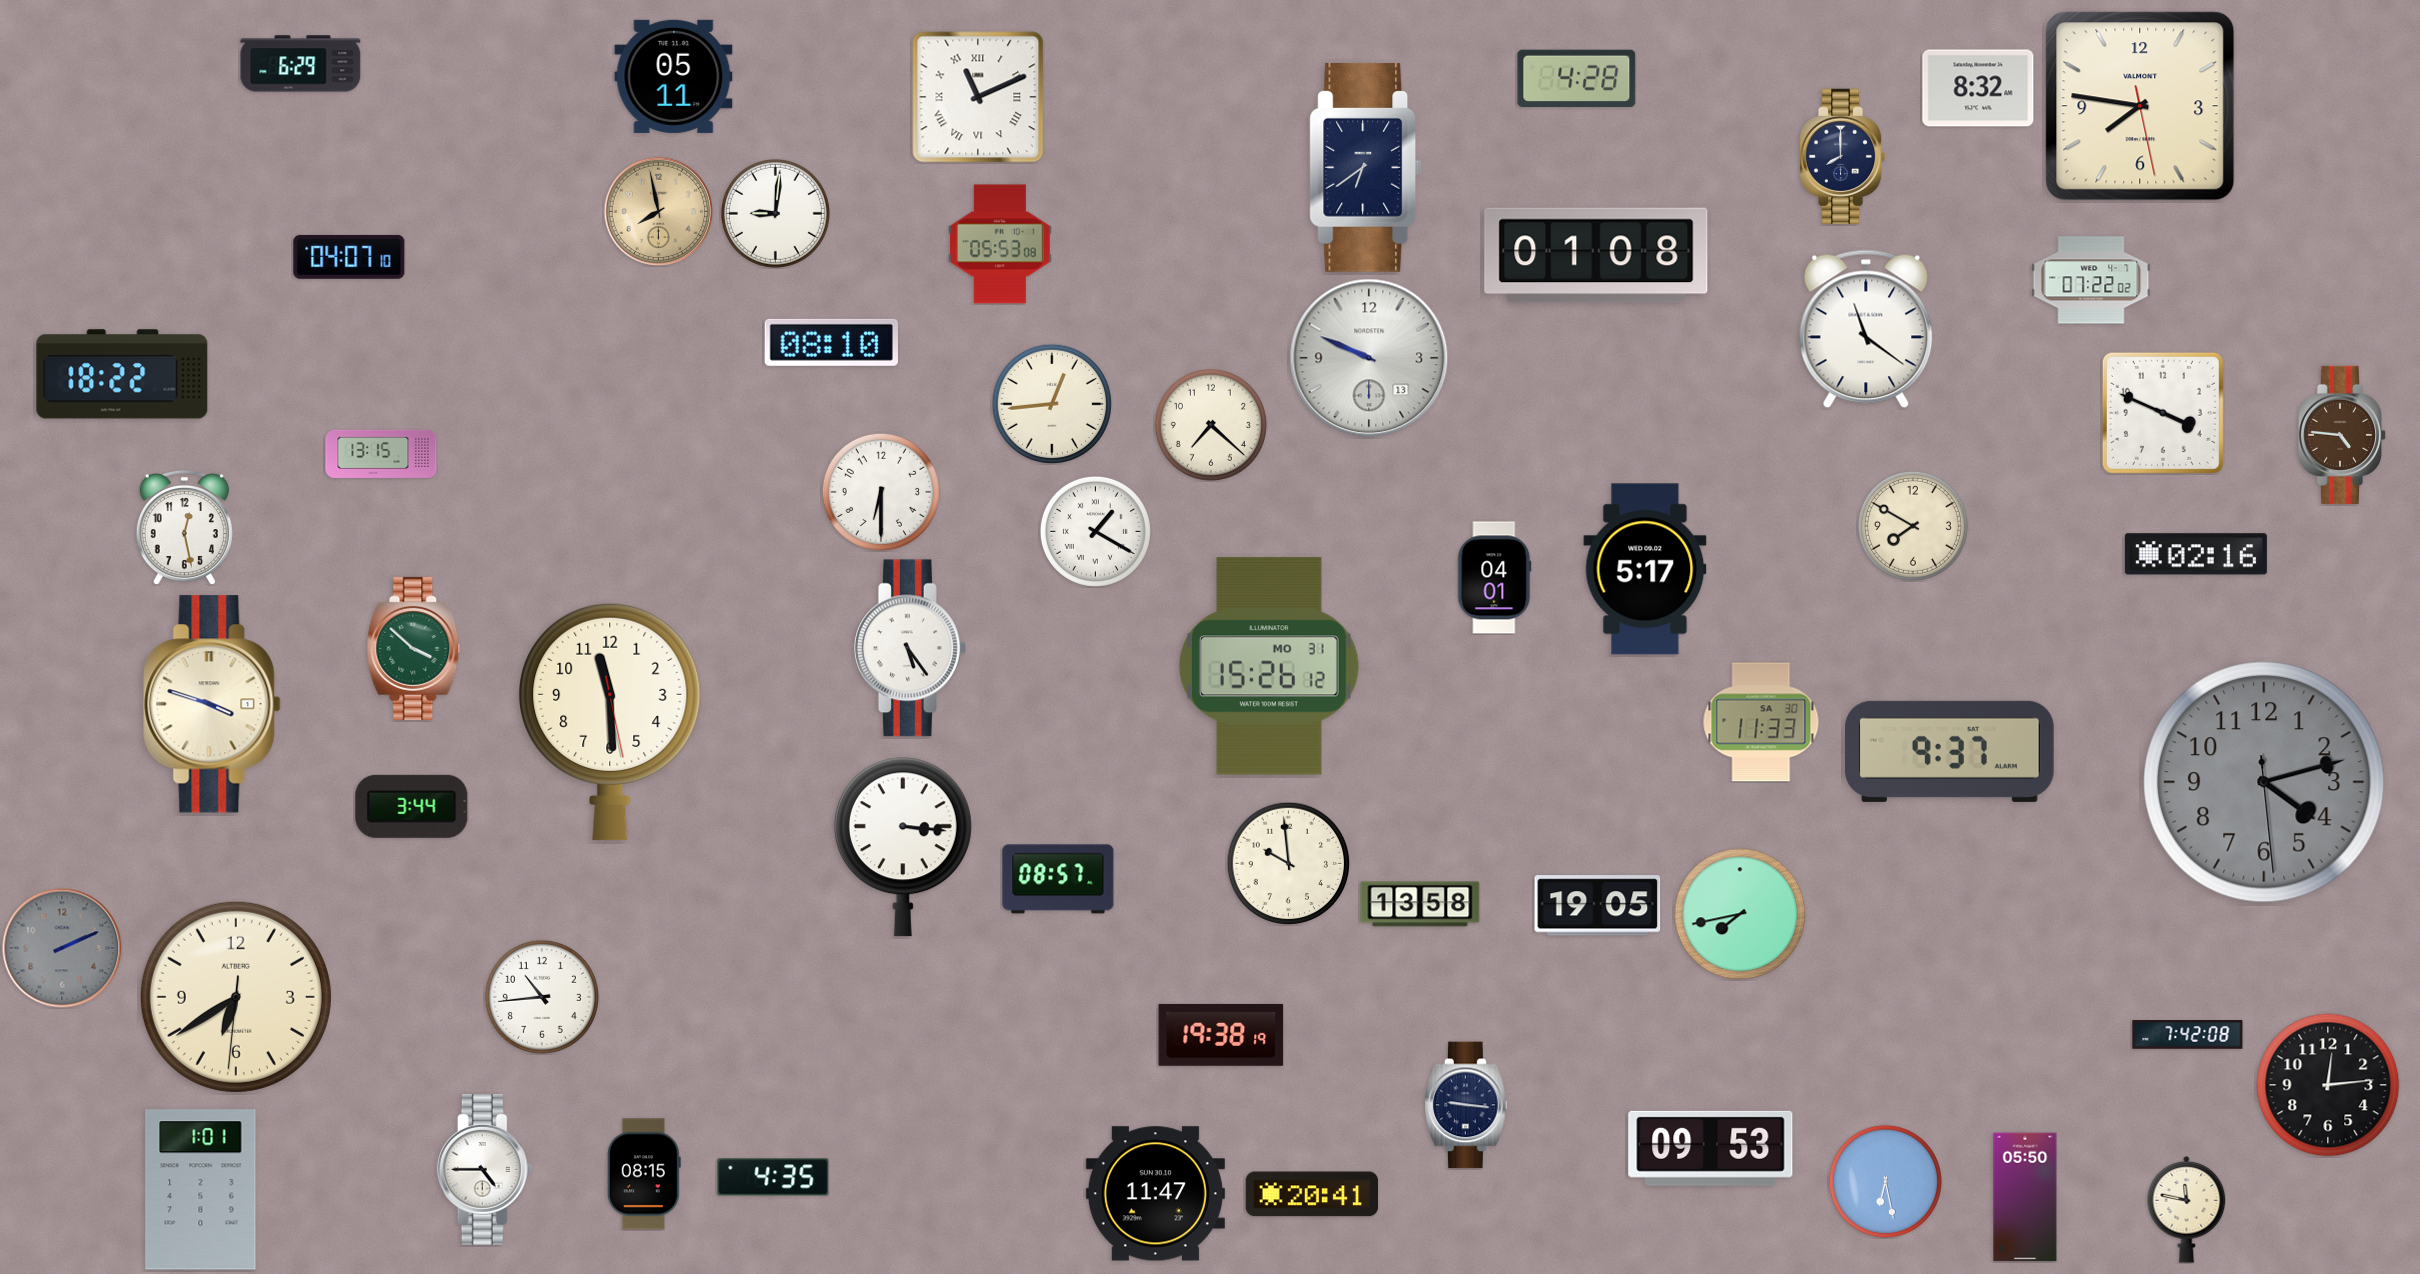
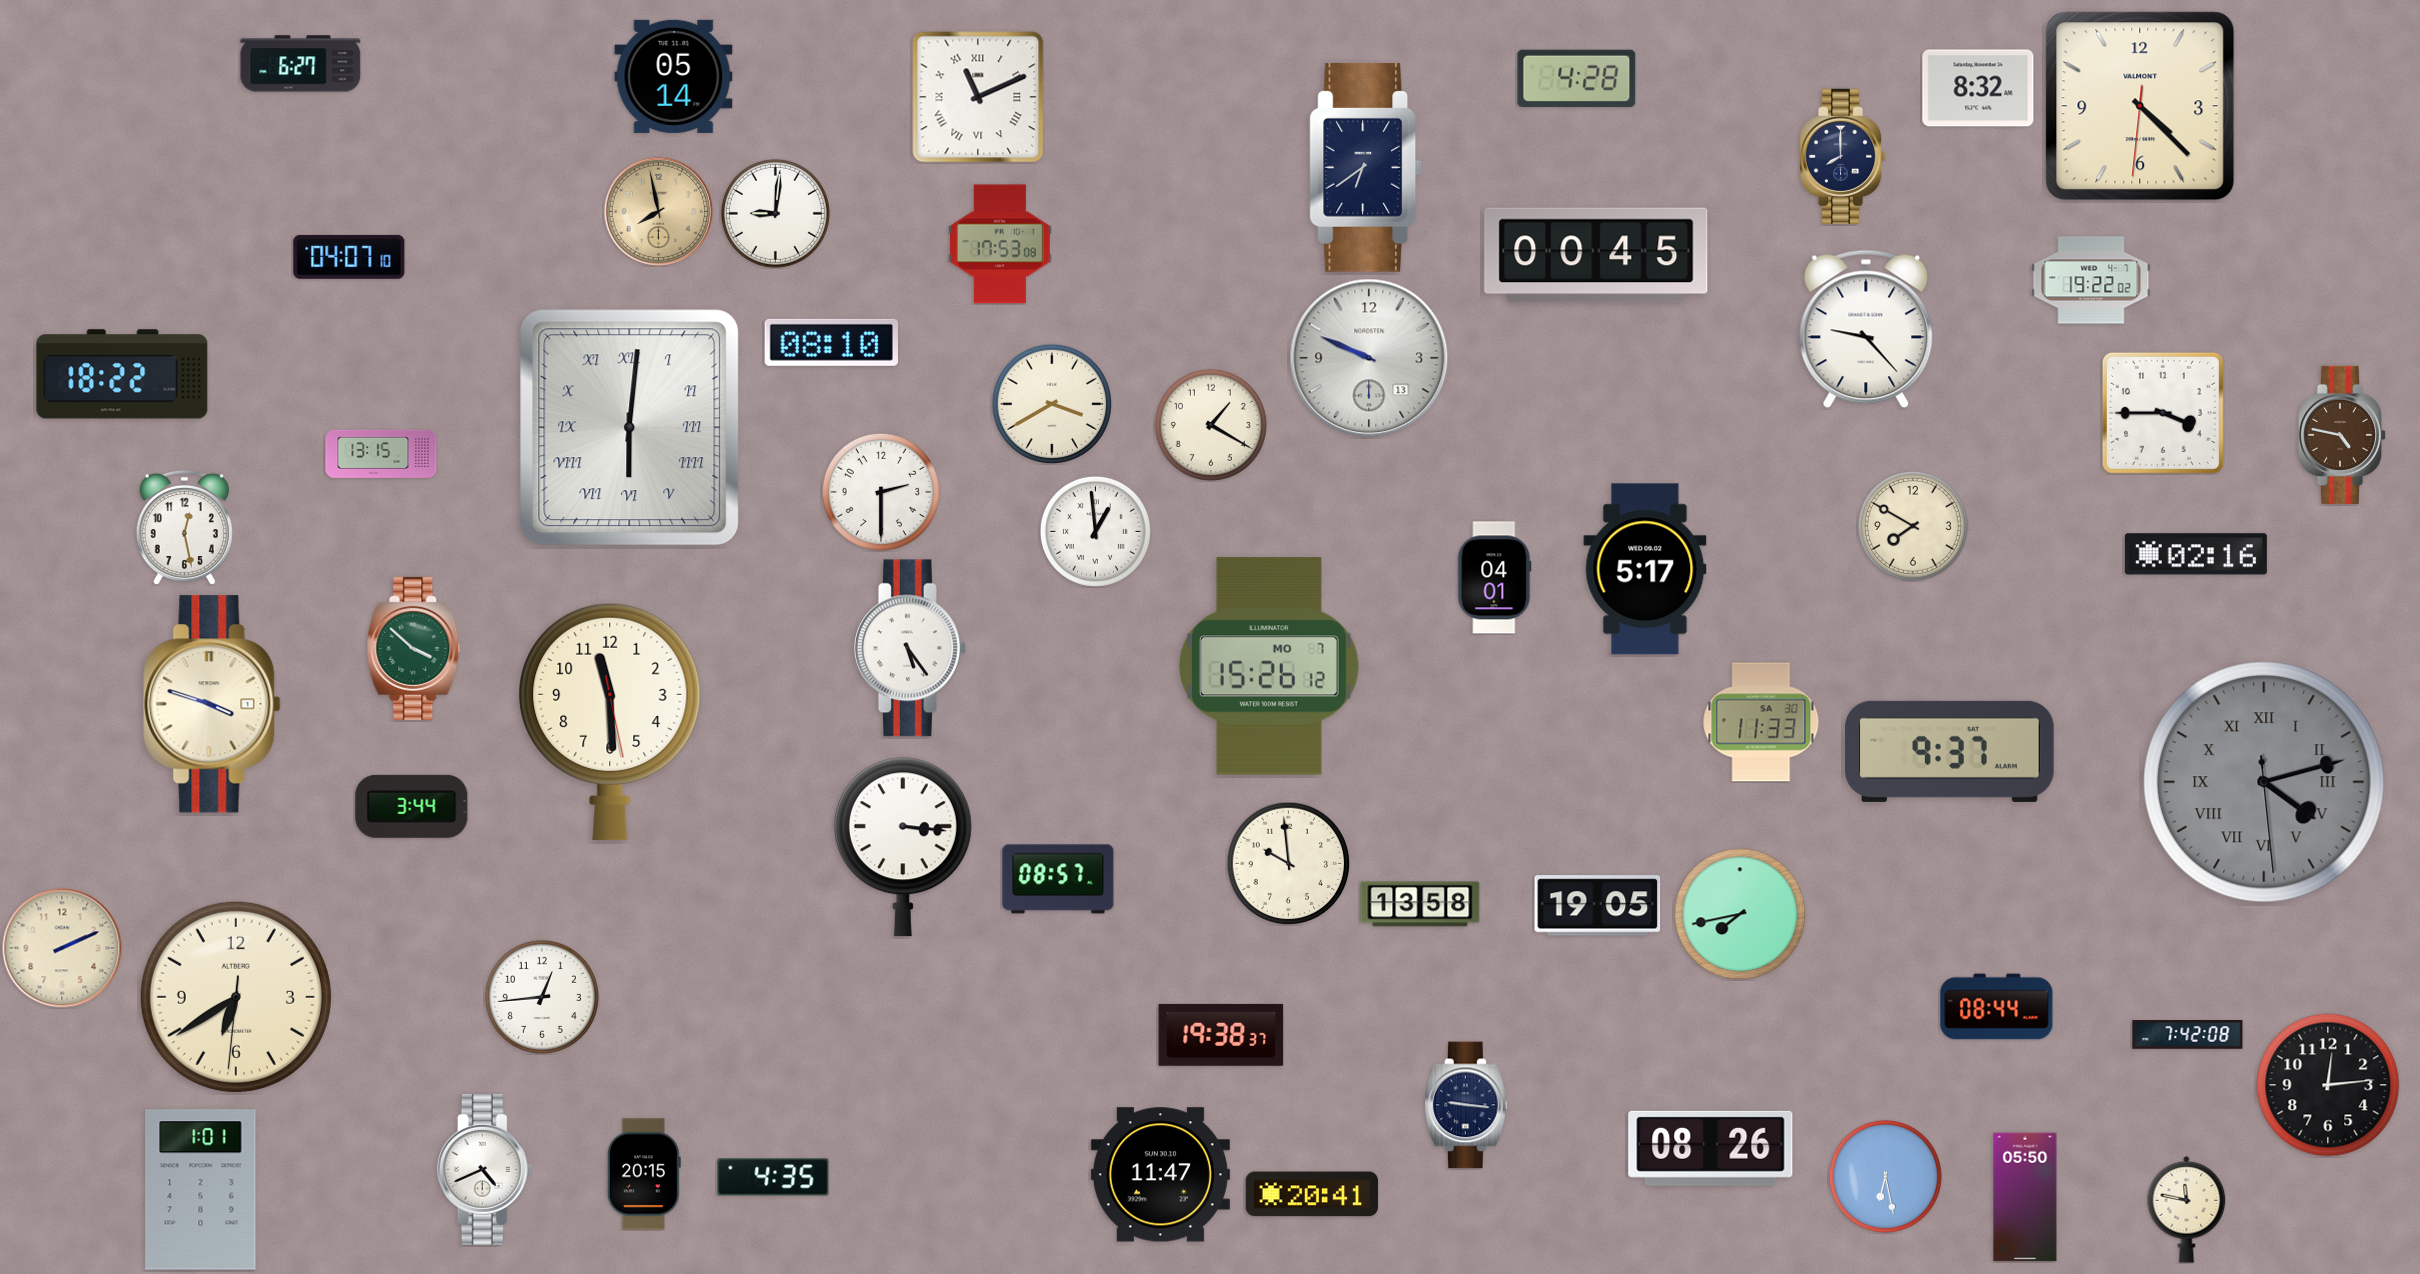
clock at (301, 64): 6:29 -> 6:27
clock at (674, 76): 05:11 -> 05:14
clock at (2140, 106): 7:46 -> 4:22
clock at (1001, 244): 05:53 -> 17:53
clock at (1596, 255): 01:08 -> 00:45
clock at (2091, 280): 07:22 -> 19:22
clock at (1866, 329): 11:21 -> 9:23
clock at (1052, 404): 12:44 -> 3:40
clock at (2163, 413): 3:49 -> 3:45
clock at (1211, 425): 7:22 -> 1:20
clock at (630, 428): none -> 6:01
clock at (2342, 435): 4:46 -> 4:47
clock at (881, 492): 6:30 -> 2:30
clock at (1095, 531): 1:20 -> 12:59
clock at (1269, 666) date: MO 31 -> MO 7
clock at (2264, 782) numerals: Arabic -> Roman
clock at (62, 948) dial: grey -> cream
clock at (542, 997): 10:44 -> 12:44
clock at (1997, 1007): none -> 08:44
clock at (1221, 1035): 19:38:19 -> 19:38:37
clock at (1711, 1148): 09:53 -> 08:26
clock at (485, 1170): 4:45 -> 4:41
clock at (644, 1174): 08:15 -> 20:15
clock at (1885, 1181) position: (1885, 1181) -> (1885, 1176)
clock at (1155, 1194) position: (1155, 1194) -> (1160, 1175)
